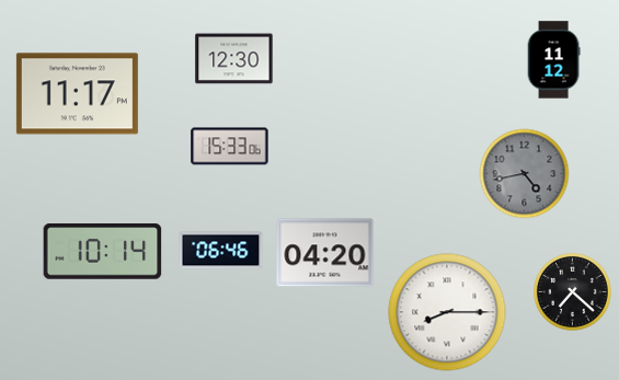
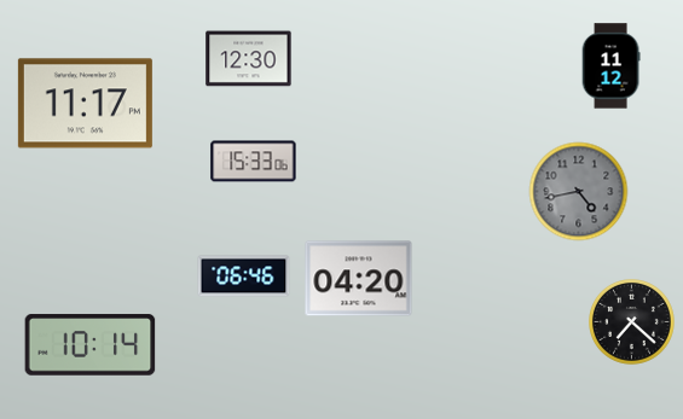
clock at (234, 59) position: (234, 59) -> (249, 59)
clock at (103, 252) position: (103, 252) -> (91, 345)
clock at (447, 312): 8:15 -> none
